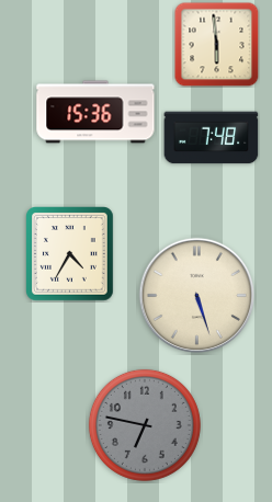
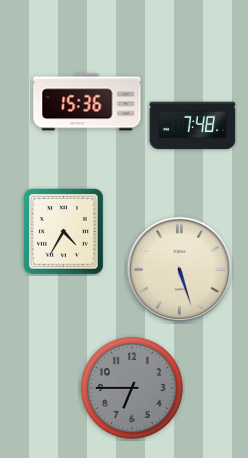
clock at (216, 44): 5:59 -> none
clock at (145, 425): 6:47 -> 6:45
